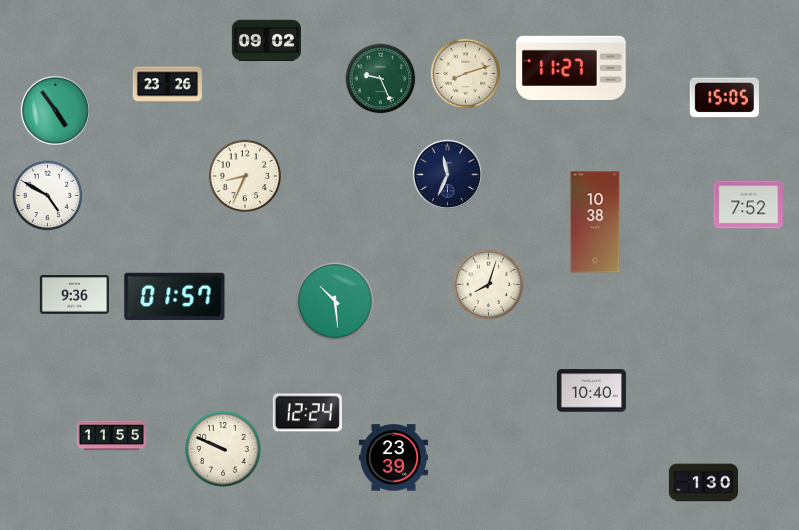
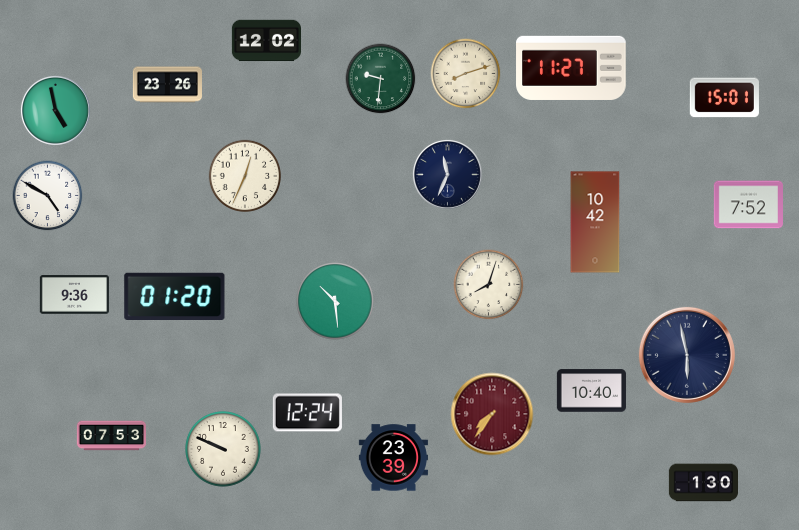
clock at (266, 41): 09:02 -> 12:02
clock at (381, 79): 9:26 -> 9:31
clock at (724, 98): 15:05 -> 15:01
clock at (55, 110): 4:54 -> 4:58
clock at (244, 175): 8:34 -> 12:34
clock at (595, 222): 10:38 -> 10:42
clock at (175, 296): 01:57 -> 01:20
clock at (687, 355): none -> 5:58
clock at (492, 414): none -> 7:36
clock at (111, 436): 11:55 -> 07:53
